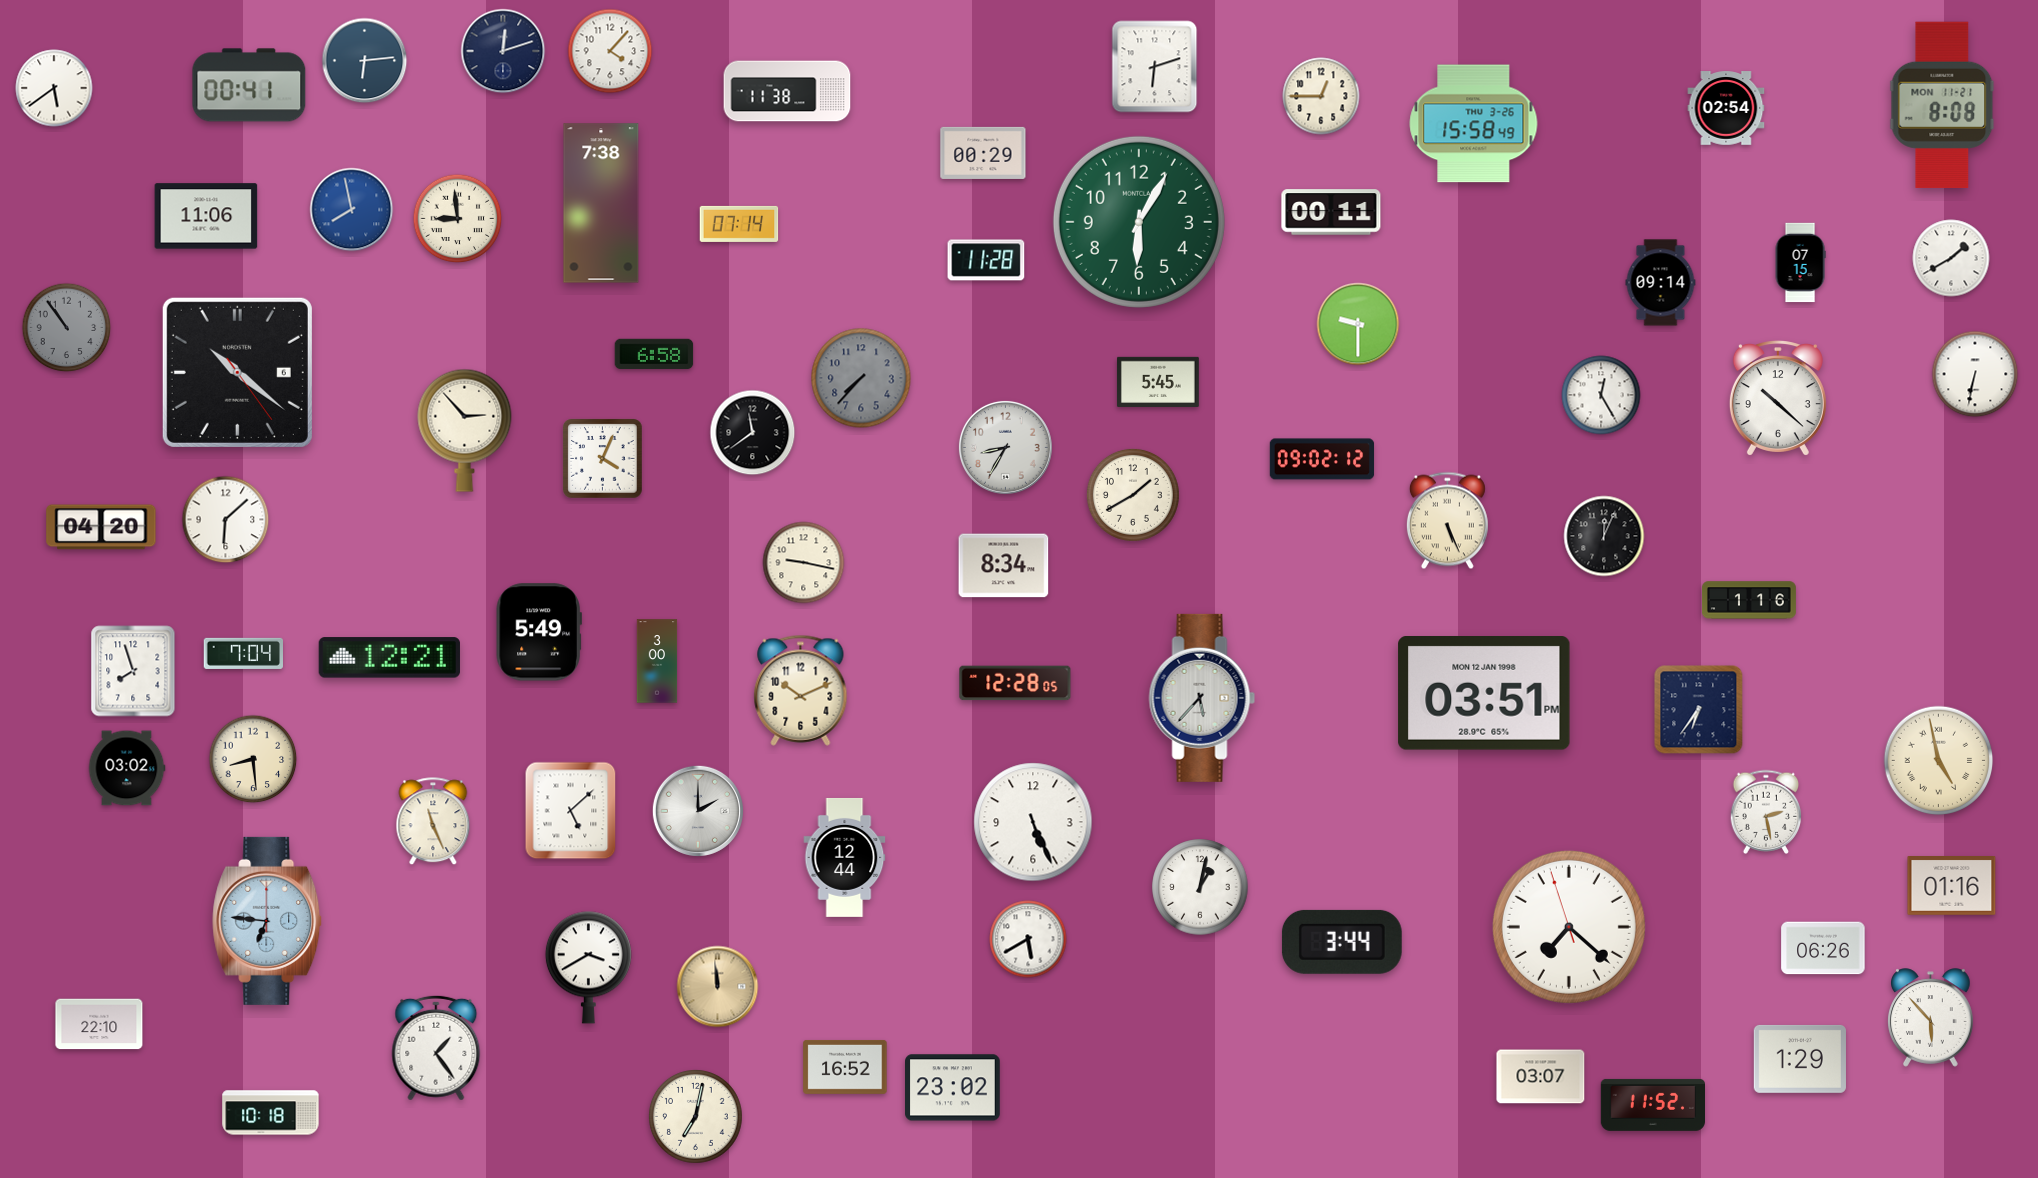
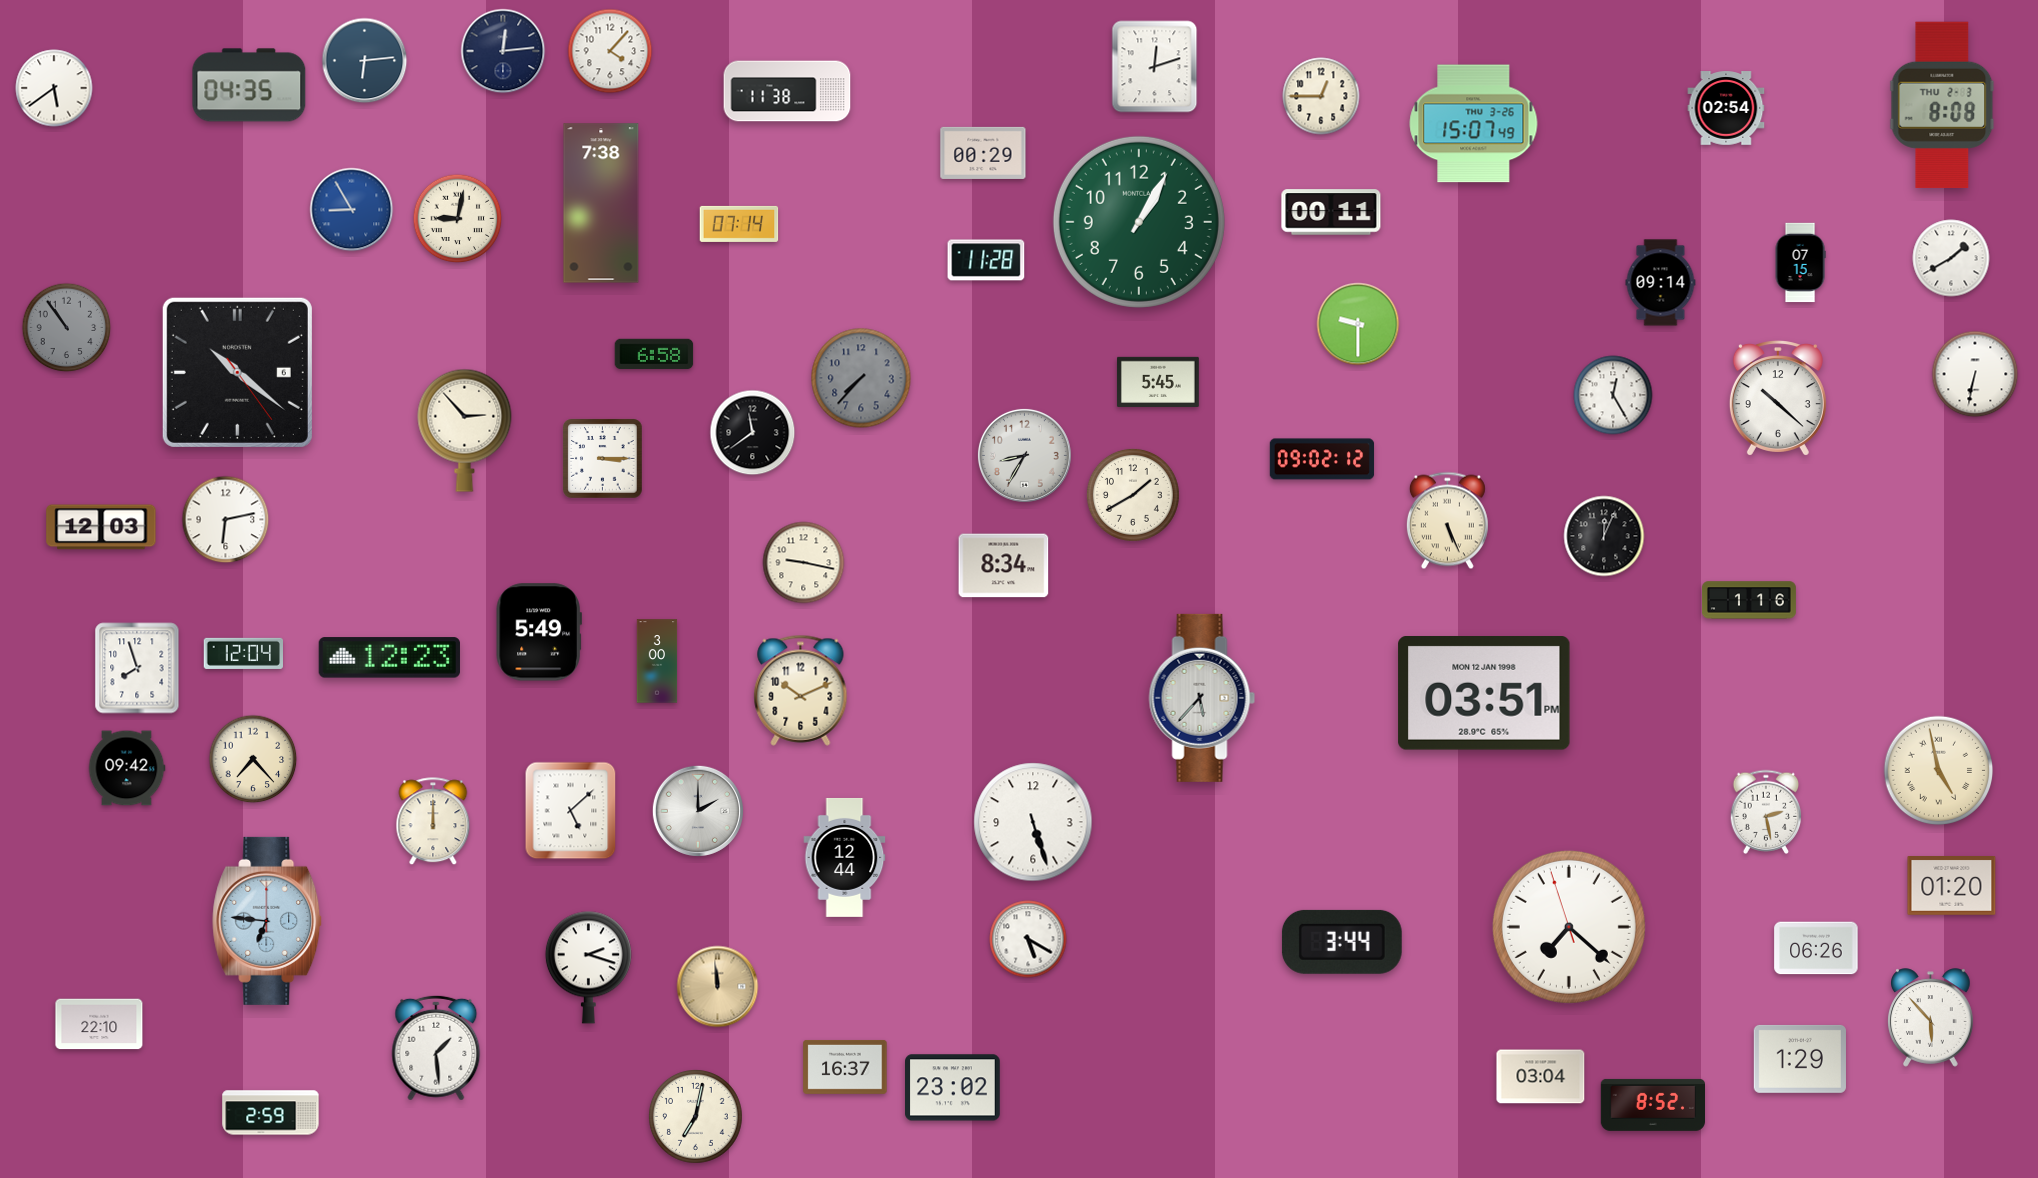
clock at (503, 51): 12:12 -> 12:14
clock at (1155, 67): 6:12 -> 12:12
clock at (249, 85): 00:41 -> 04:35
clock at (1942, 105) date: MON 11-21 -> THU 2-3
clock at (1474, 124): 15:58 -> 15:07
clock at (352, 210): 7:58 -> 8:55
clock at (206, 216): 11:06 -> none
clock at (458, 219): 8:59 -> 9:02
clock at (1139, 222): 6:05 -> 1:05
clock at (1601, 395) position: (1601, 395) -> (1613, 395)
clock at (1005, 447) position: (1005, 447) -> (1024, 455)
clock at (603, 459): 4:04 -> 3:15
clock at (226, 520): 6:08 -> 6:13
clock at (101, 527): 04:20 -> 12:03
clock at (243, 653): 7:04 -> 12:04
clock at (389, 658): 12:21 -> 12:23
clock at (133, 671) position: (133, 671) -> (137, 668)
clock at (1015, 683): 12:28 -> none
clock at (1699, 710): 6:36 -> none
clock at (253, 759): 8:29 -> 7:23
clock at (1939, 761) position: (1939, 761) -> (1939, 771)
clock at (127, 768): 03:02 -> 09:42
clock at (433, 822): 11:26 -> 12:00
clock at (1033, 822): 5:26 -> 5:27
clock at (1952, 886): 01:16 -> 01:20
clock at (1200, 887): 1:02 -> none
clock at (1028, 939): 5:40 -> 5:20
clock at (1823, 948) position: (1823, 948) -> (1816, 948)
clock at (588, 967): 3:40 -> 2:18
clock at (436, 1048): 1:24 -> 1:29
clock at (845, 1067): 16:52 -> 16:37
clock at (1541, 1077): 03:07 -> 03:04
clock at (1652, 1105): 11:52 -> 8:52
clock at (271, 1113): 10:18 -> 2:59
